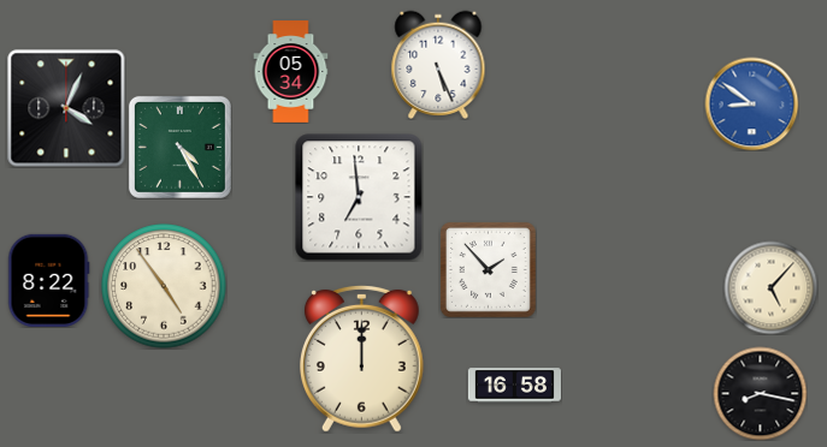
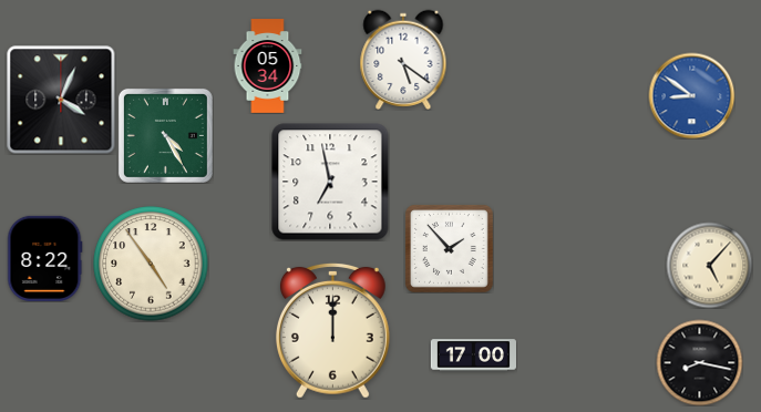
clock at (438, 65): 5:26 -> 5:21
clock at (359, 197): 6:59 -> 6:58
clock at (514, 386): 16:58 -> 17:00
